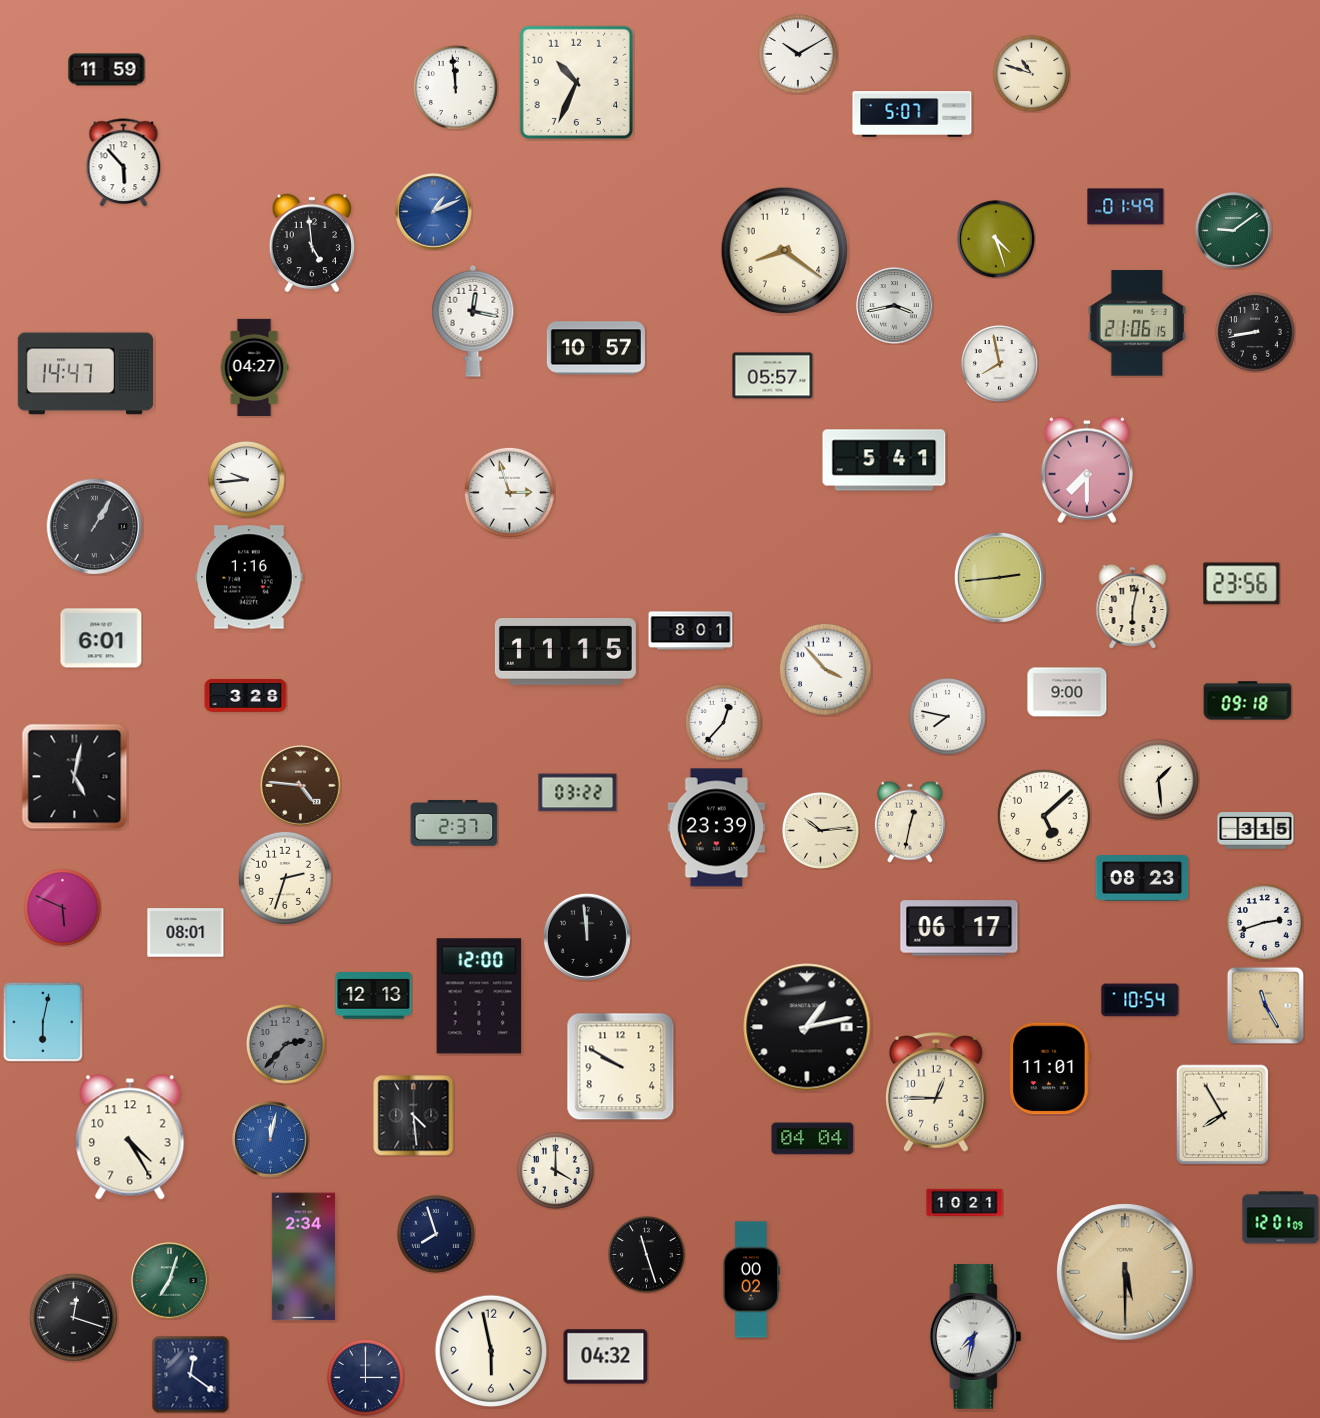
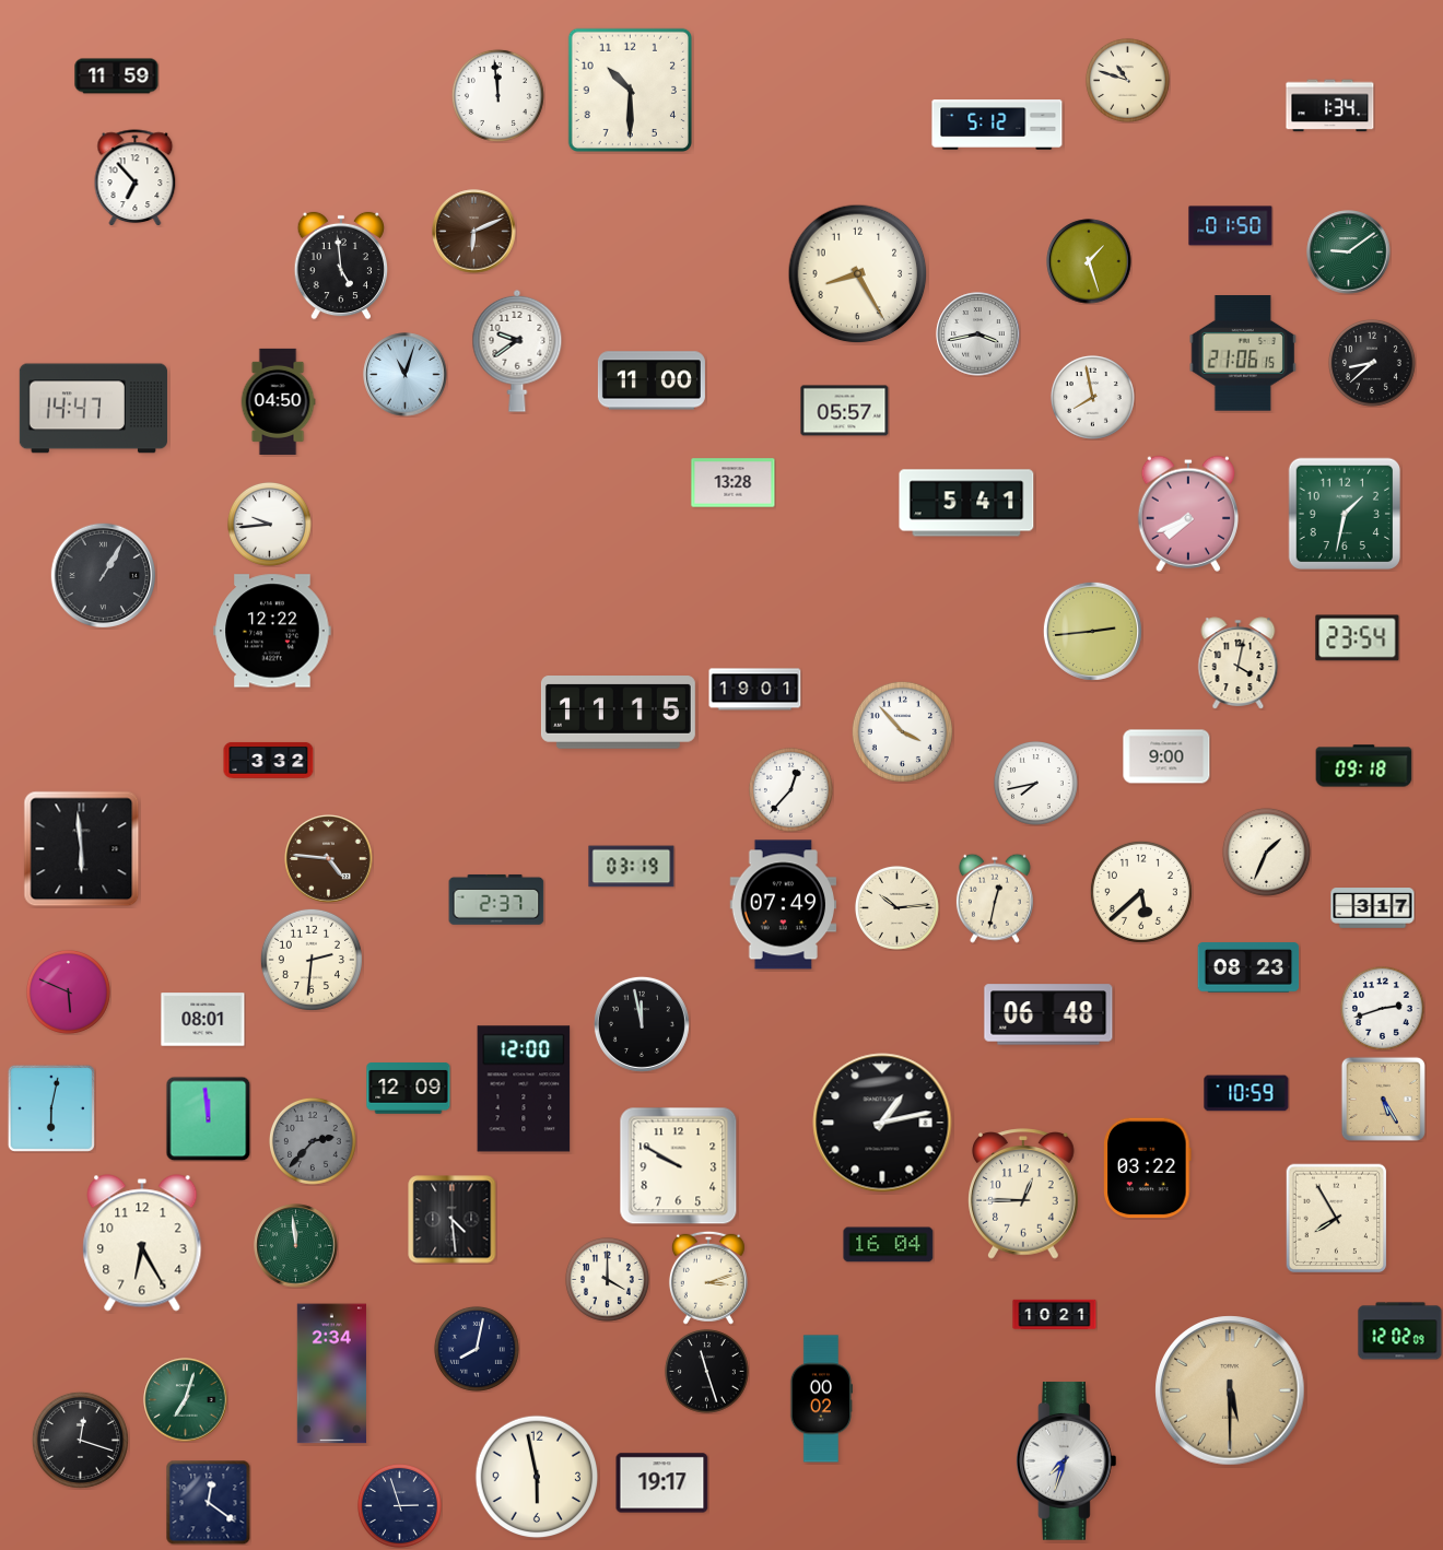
clock at (798, 54): 10:10 -> none
clock at (576, 82): 10:34 -> 10:30
clock at (1330, 106): none -> 1:34
clock at (912, 114): 5:07 -> 5:12
clock at (124, 162): 5:53 -> 6:53
clock at (1126, 207): 01:49 -> 01:50
clock at (434, 212): 1:11 -> 6:11
clock at (434, 212) dial: blue -> brown
clock at (996, 239): 4:27 -> 1:27
clock at (785, 251): 8:21 -> 8:25
clock at (473, 321): 12:17 -> 9:39
clock at (1255, 332): 8:43 -> 8:38
clock at (406, 375): none -> 11:03
clock at (596, 348): 10:57 -> 11:00
clock at (254, 367): 04:27 -> 04:50
clock at (734, 483): none -> 13:28
clock at (1087, 470): 7:30 -> 7:41
clock at (1345, 514): none -> 1:32
clock at (509, 492): 2:57 -> none
clock at (249, 577): 1:16 -> 12:22
clock at (1242, 584): 23:56 -> 23:54
clock at (1133, 607): 6:02 -> 4:02
clock at (691, 631): 8:01 -> 19:01
clock at (101, 638): 6:01 -> none
clock at (246, 695): 3:28 -> 3:32
clock at (947, 716): 7:47 -> 7:43
clock at (75, 777): 5:02 -> 5:59
clock at (1158, 779): 1:29 -> 1:34
clock at (578, 793): 03:22 -> 03:19
clock at (1044, 816): 5:08 -> 5:38
clock at (717, 828): 23:39 -> 07:49
clock at (1256, 831): 3:15 -> 3:17
clock at (285, 878): 2:33 -> 2:31
clock at (1142, 878) position: (1142, 878) -> (1248, 967)
clock at (959, 928): 06:17 -> 06:48
clock at (587, 937): 11:59 -> 11:58
clock at (374, 996): 12:13 -> 12:09
clock at (1140, 1000): 10:54 -> 10:59
clock at (1265, 1005): 11:25 -> 5:25
clock at (43, 1022) position: (43, 1022) -> (51, 1108)
clock at (208, 1118): none -> 11:59
clock at (1050, 1069): 11:01 -> 03:22
clock at (130, 1137): 4:25 -> 6:25
clock at (813, 1139): 04:04 -> 16:04
clock at (271, 1140): 12:02 -> 11:59
clock at (271, 1140) dial: blue -> green
clock at (708, 1278): none -> 3:12
clock at (1281, 1218): 12:01 -> 12:02
clock at (436, 1234): 7:57 -> 8:02
clock at (976, 1337): 7:32 -> 7:33
clock at (606, 1357): 04:32 -> 19:17
clock at (365, 1377): 3:00 -> 2:57
